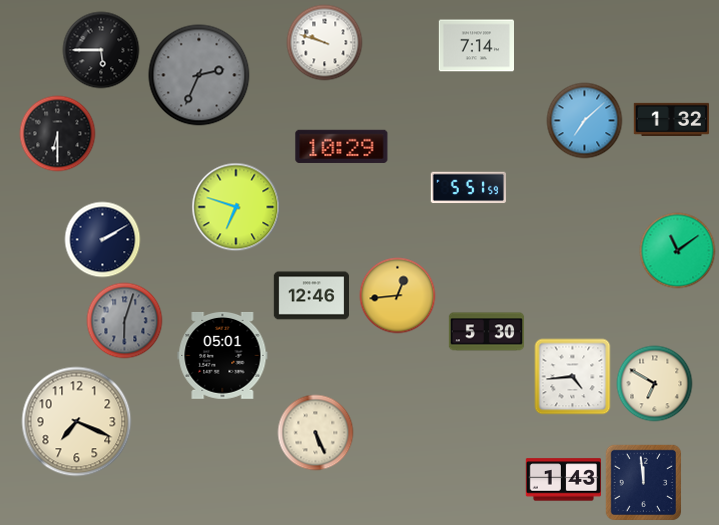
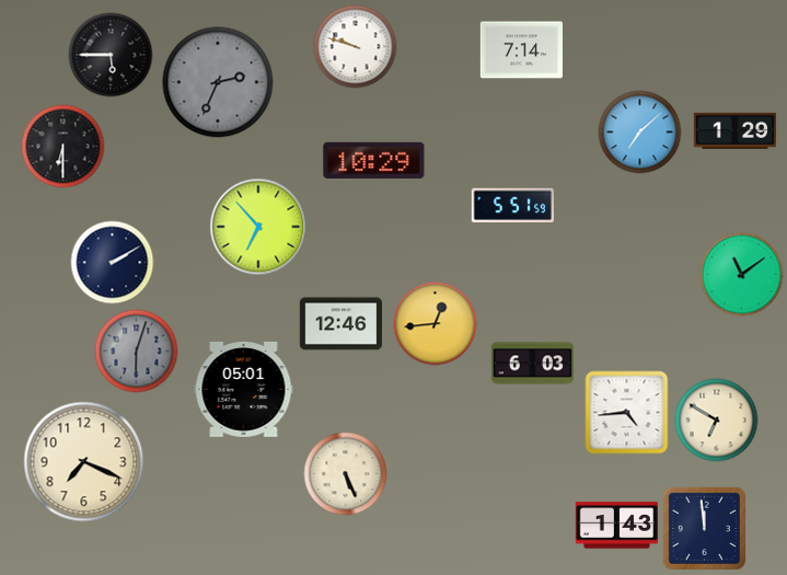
clock at (671, 119): 1:32 -> 1:29
clock at (236, 207): 6:48 -> 6:53
clock at (487, 332): 5:30 -> 6:03
